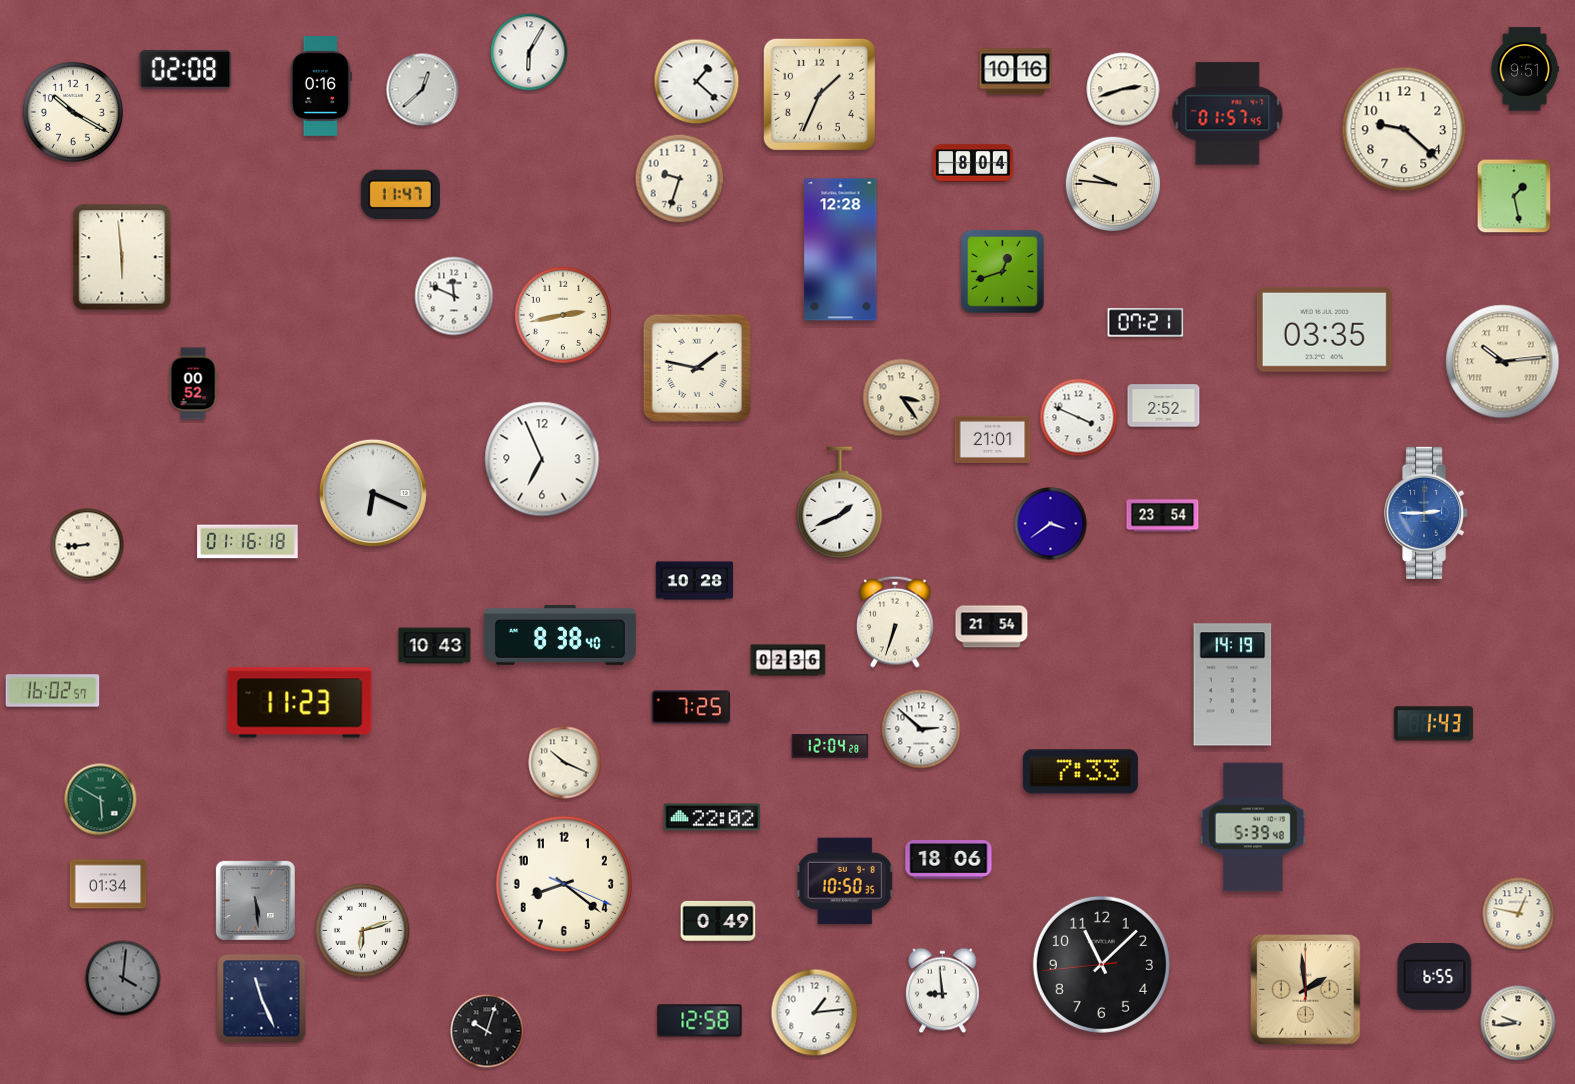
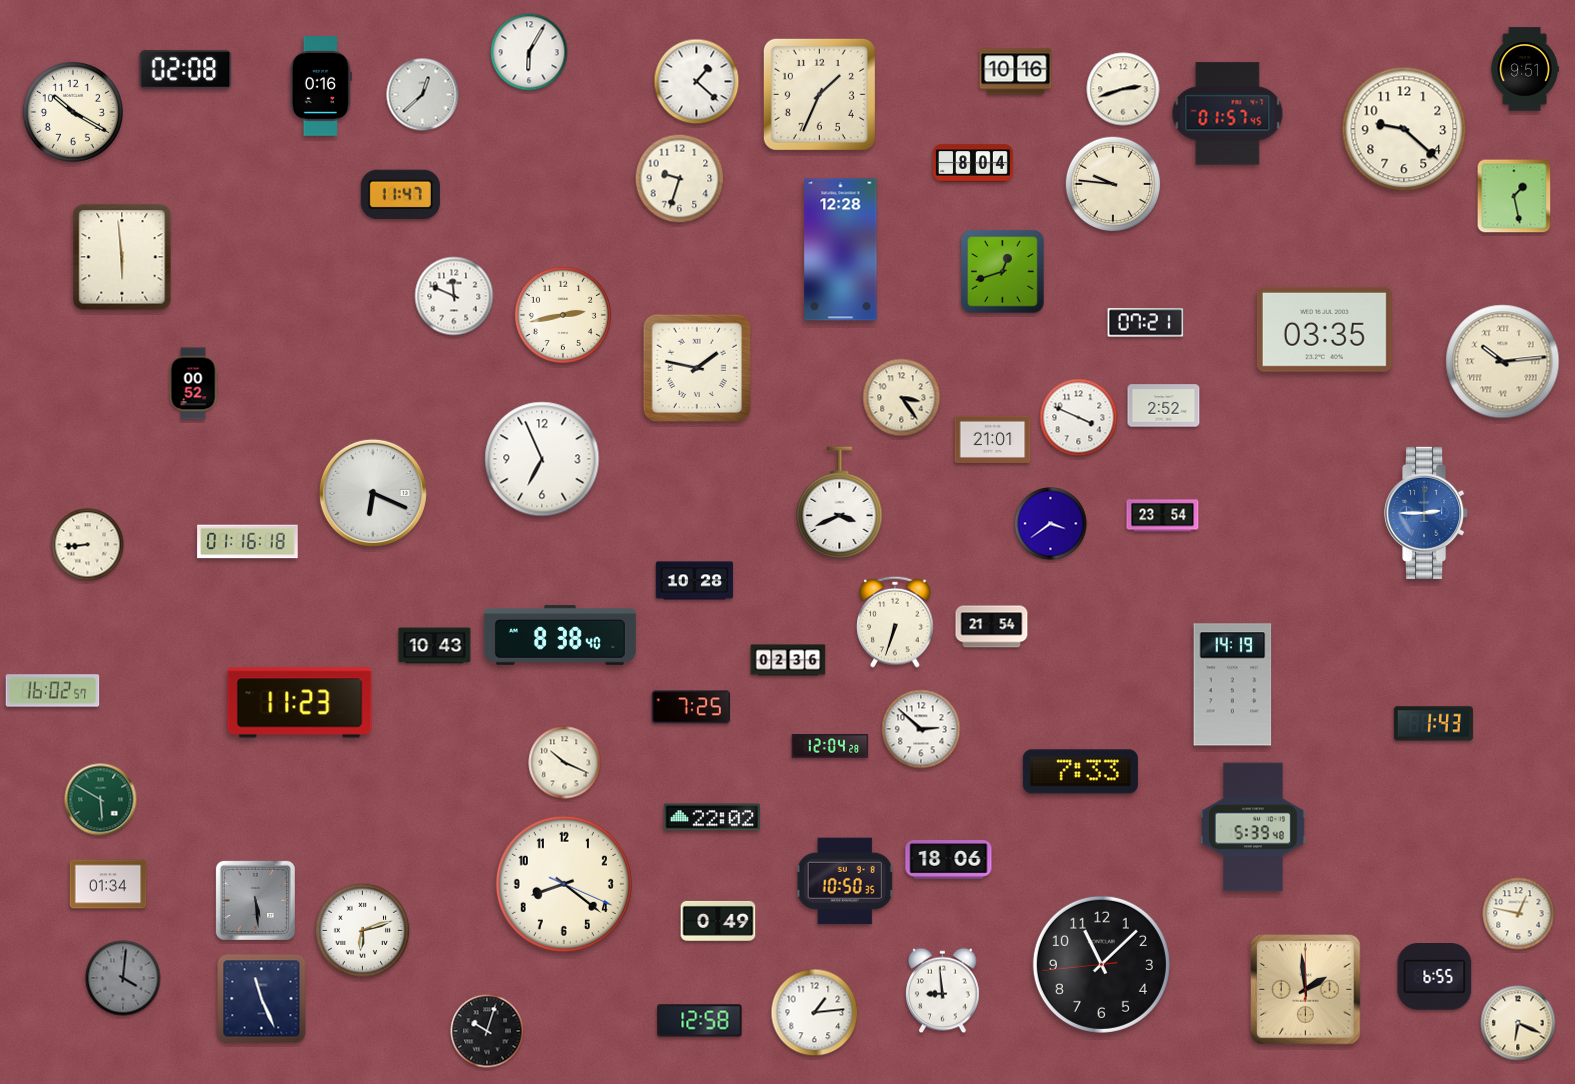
clock at (423, 90) position: (423, 90) -> (423, 95)
clock at (840, 503): 1:41 -> 3:41
clock at (1518, 1023): 9:44 -> 6:19
